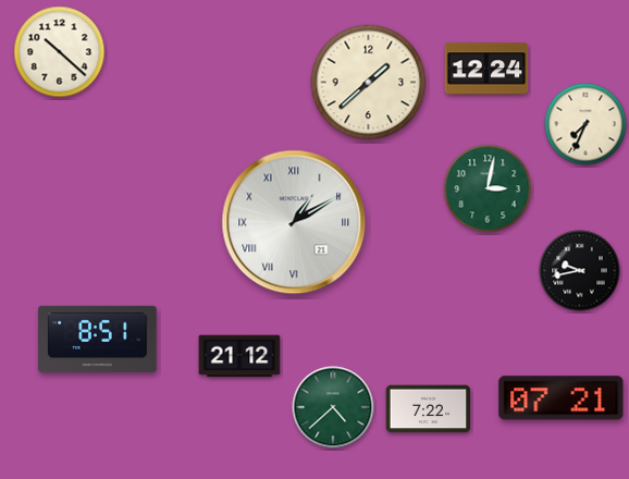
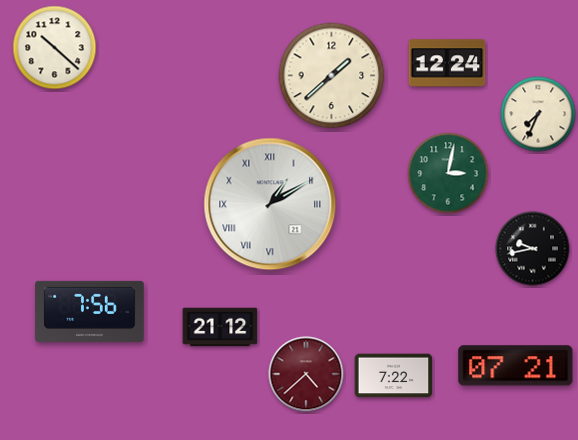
clock at (369, 83) position: (369, 83) -> (332, 76)
clock at (98, 339): 8:51 -> 7:56
clock at (333, 407) dial: green -> burgundy
